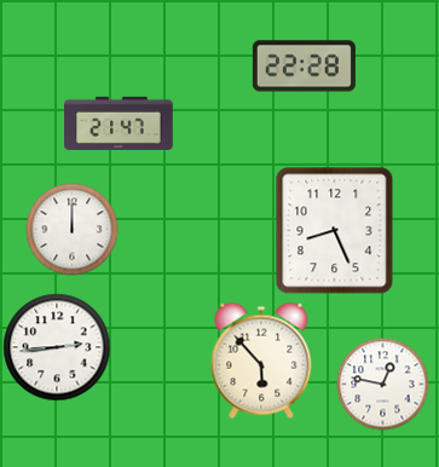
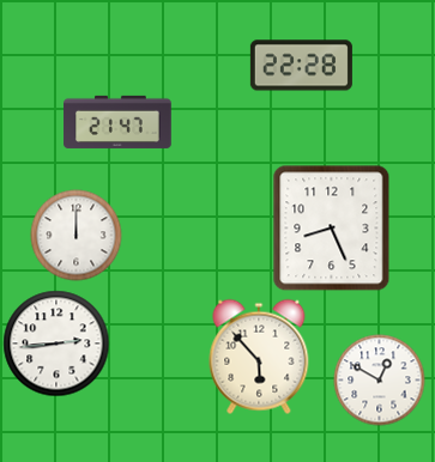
clock at (73, 230) position: (73, 230) -> (77, 236)
clock at (383, 385): 12:47 -> 12:50
